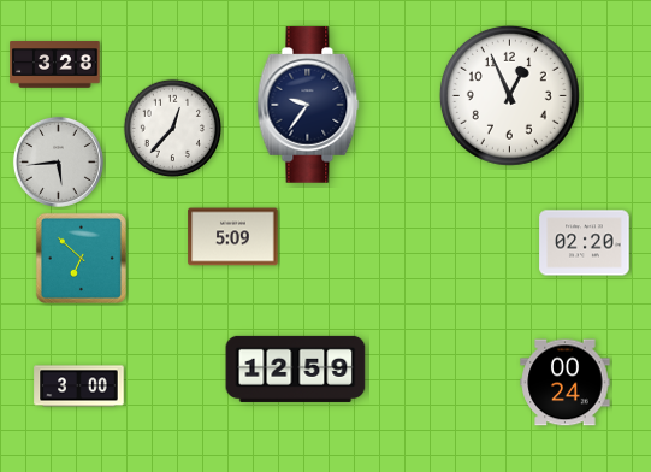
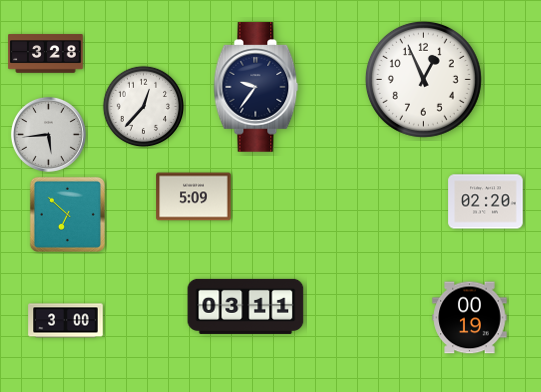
clock at (296, 368): 12:59 -> 03:11
clock at (566, 383): 00:24 -> 00:19
